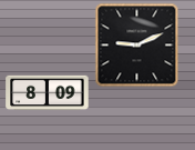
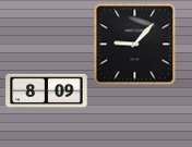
clock at (137, 46): 9:11 -> 9:07
